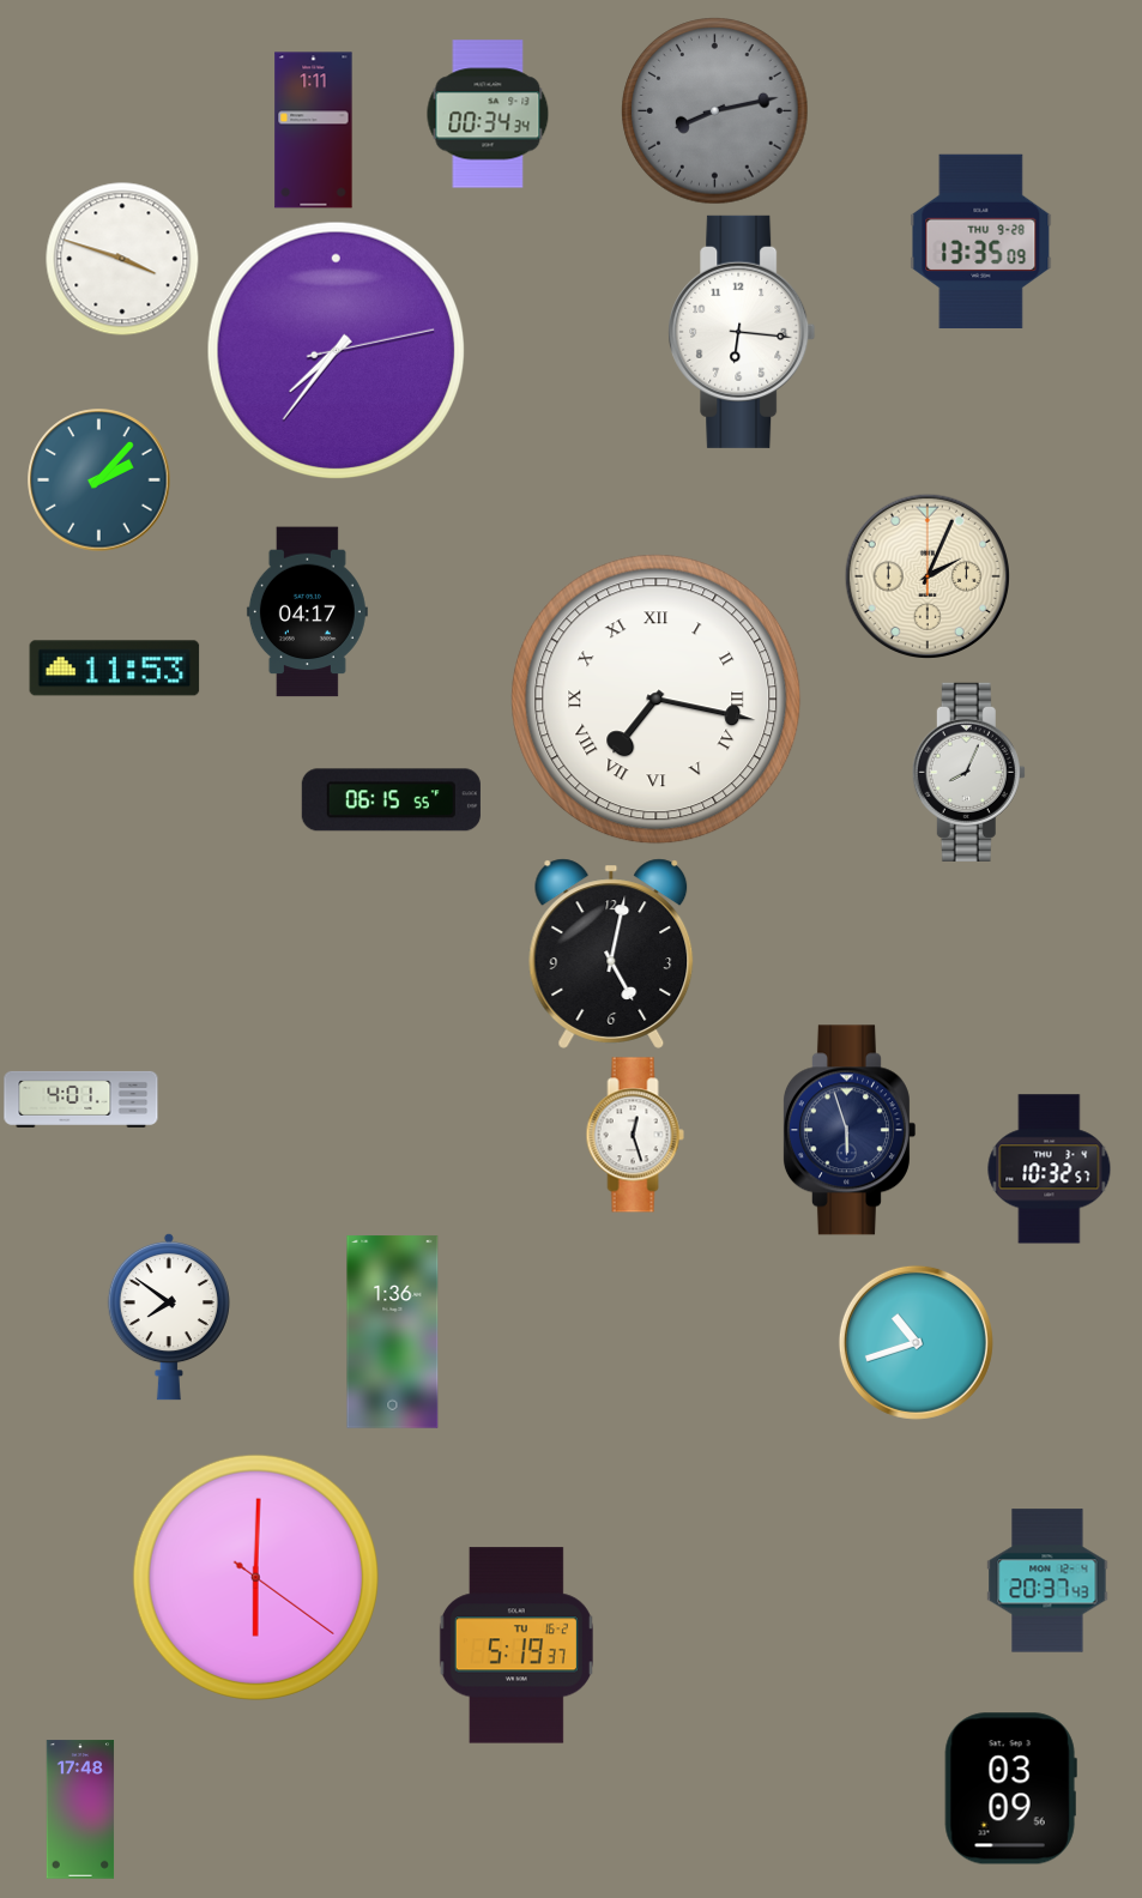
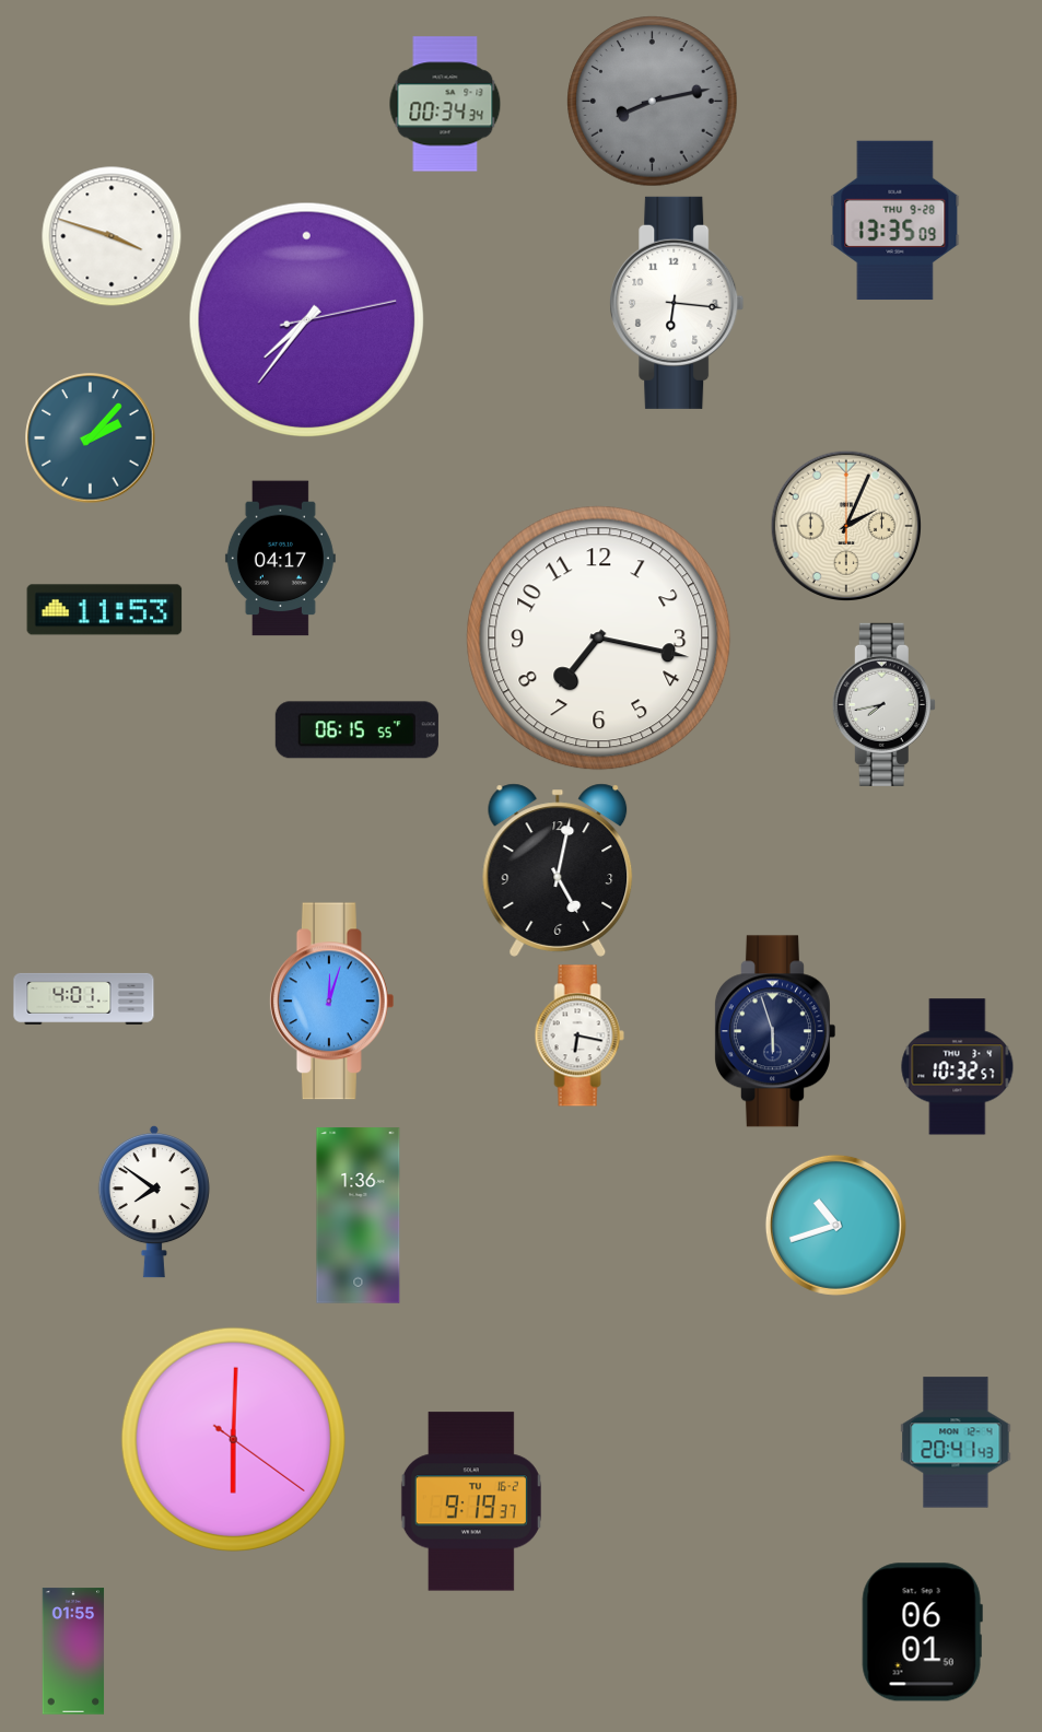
clock at (314, 131): 1:11 -> none
clock at (657, 700) numerals: Roman -> Arabic
clock at (968, 772): 8:04 -> 7:43
clock at (331, 1002): none -> 12:03
clock at (81, 1099) position: (81, 1099) -> (84, 998)
clock at (635, 1135): 12:27 -> 6:17
clock at (1047, 1580): 20:37 -> 20:41
clock at (516, 1645): 5:19 -> 9:19
clock at (1010, 1789): 03:09 -> 06:01
clock at (80, 1809): 17:48 -> 01:55
